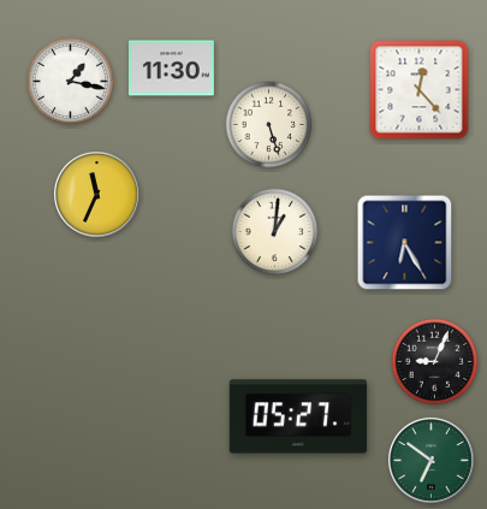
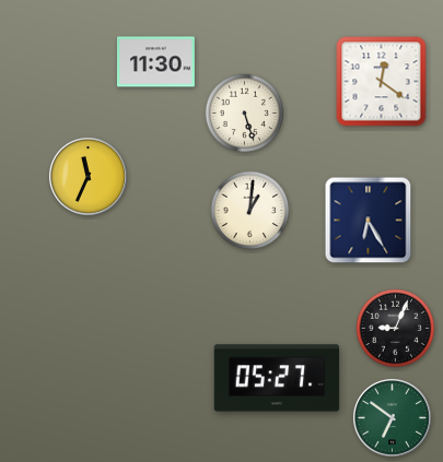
clock at (71, 82): 1:17 -> none
clock at (420, 90): 12:23 -> 12:21
clock at (298, 416) position: (298, 416) -> (277, 378)
